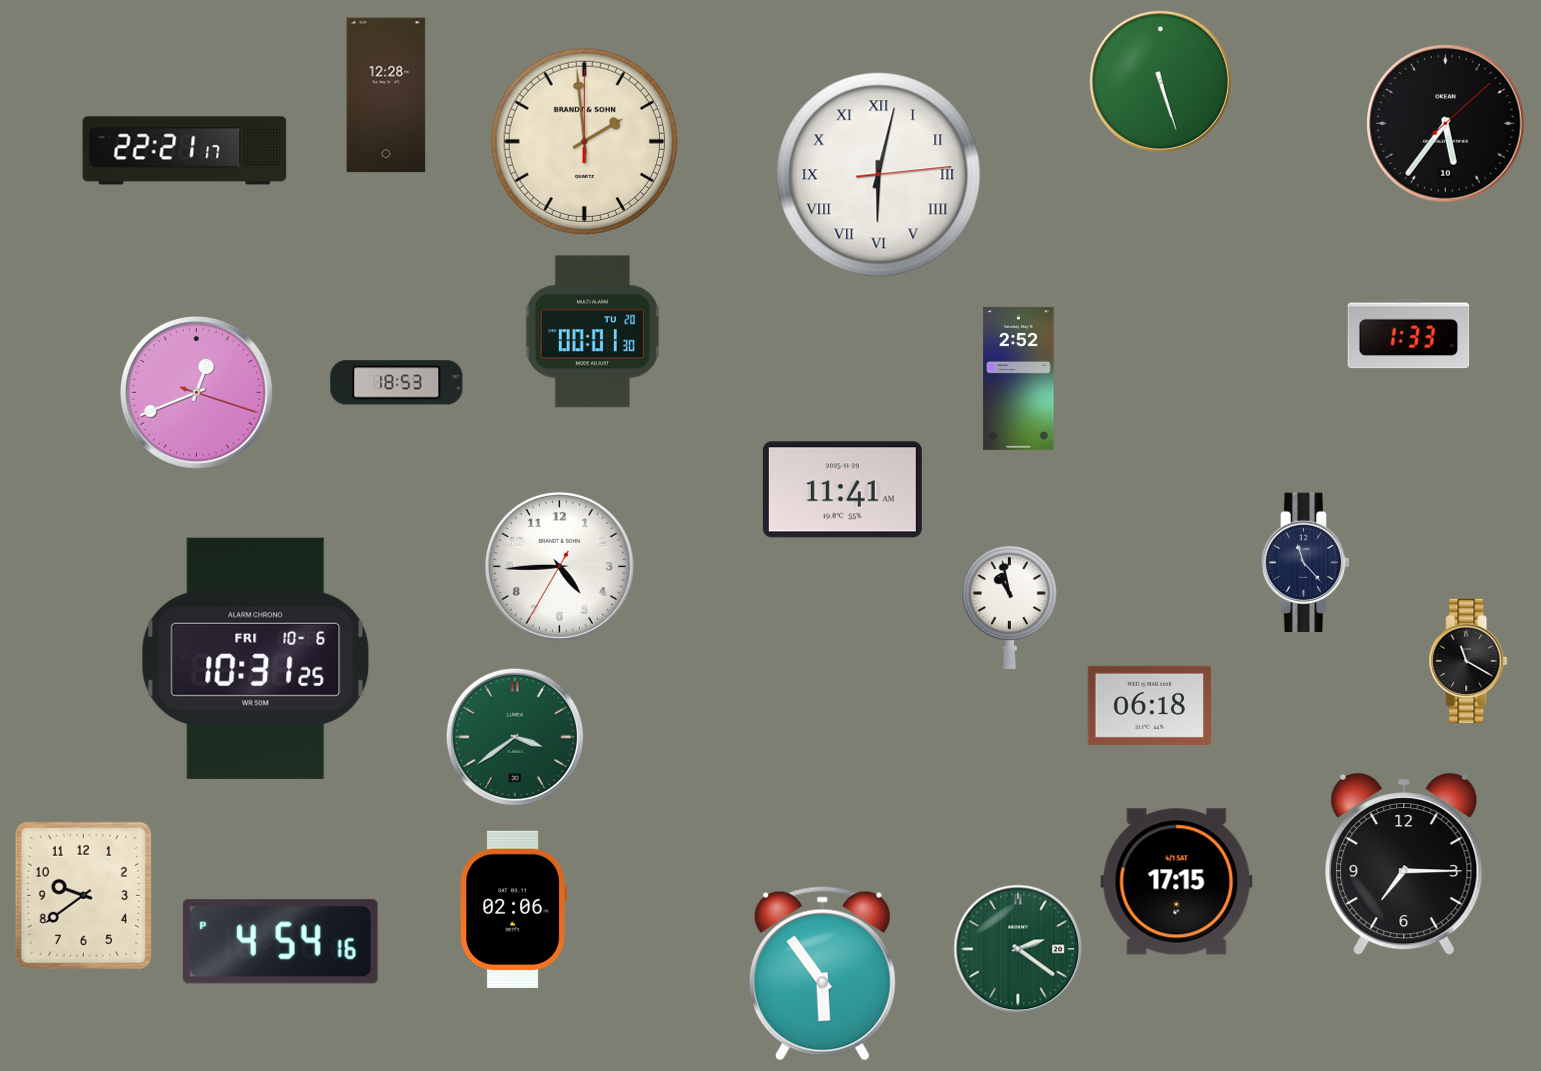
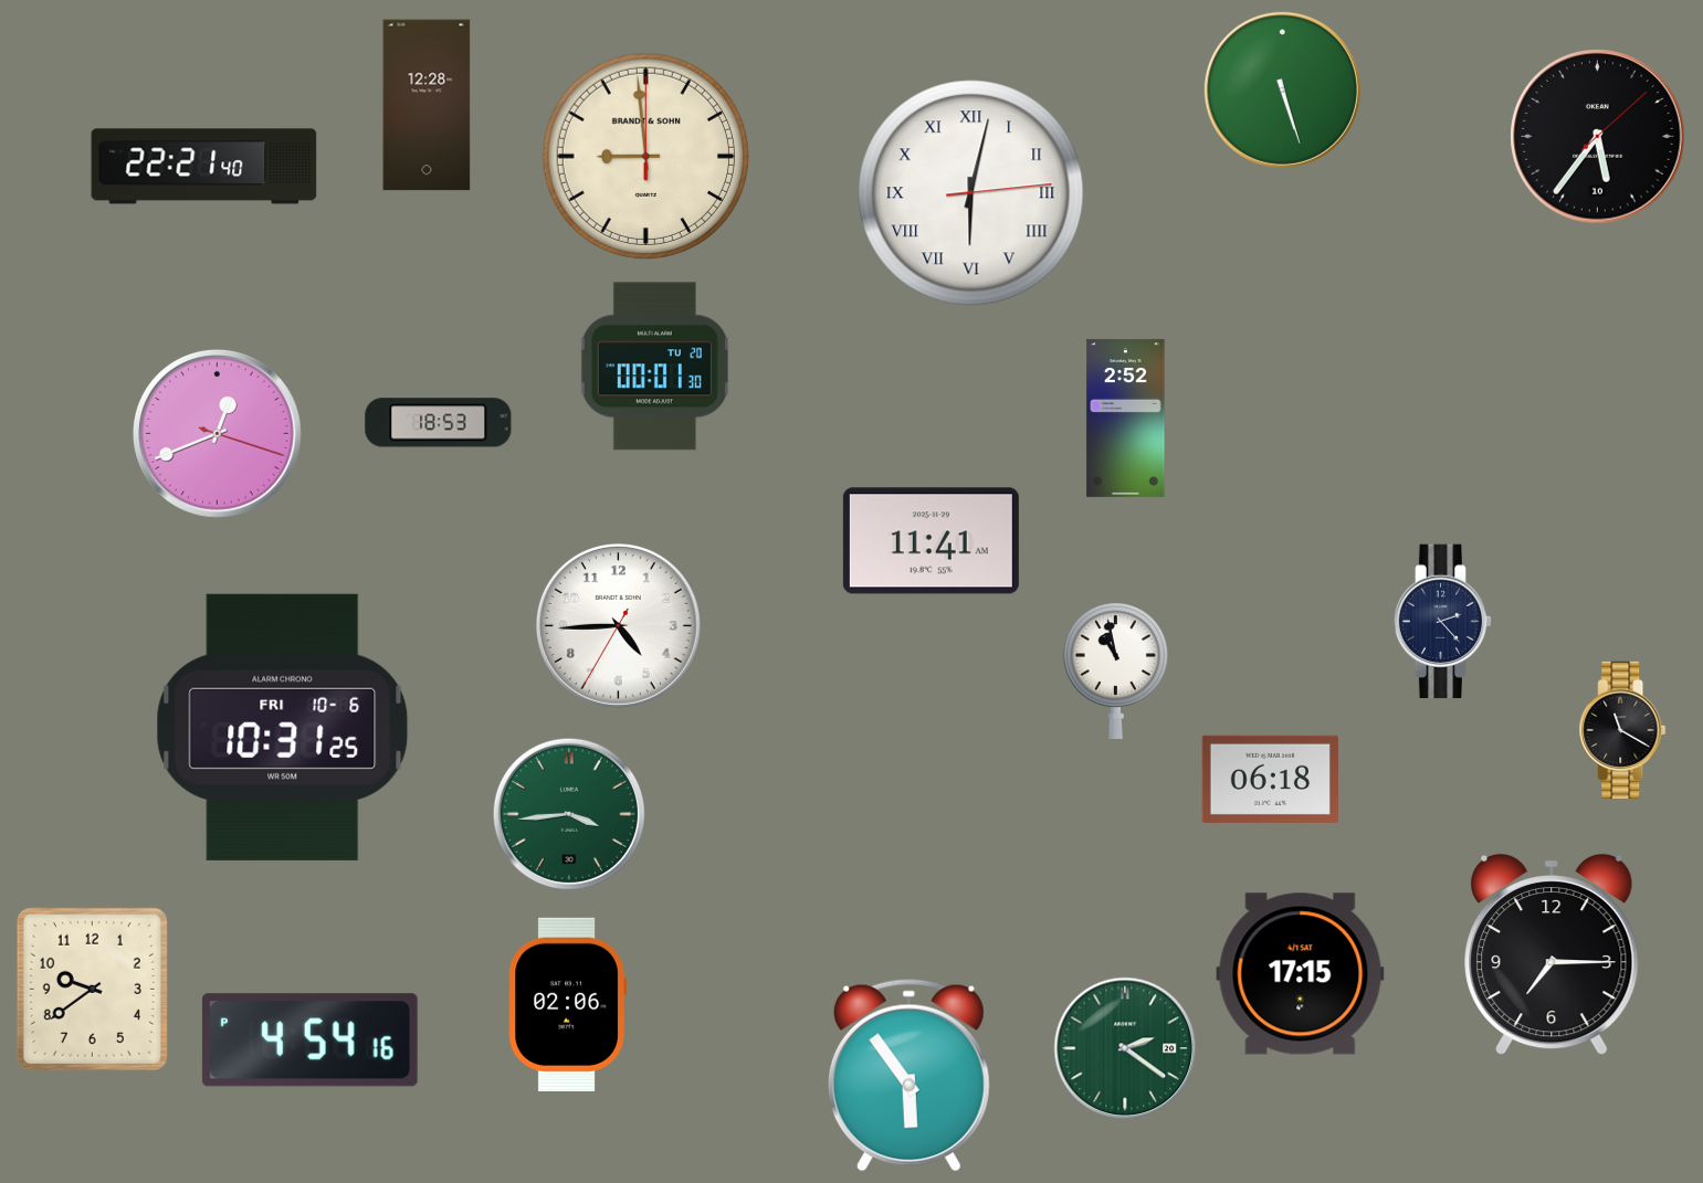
clock at (584, 141): 1:59 -> 8:59
clock at (185, 151): 22:21:17 -> 22:21:40
clock at (1409, 334): 1:33 -> none
clock at (1306, 563): 11:23 -> 2:23
clock at (515, 737): 3:39 -> 3:44
